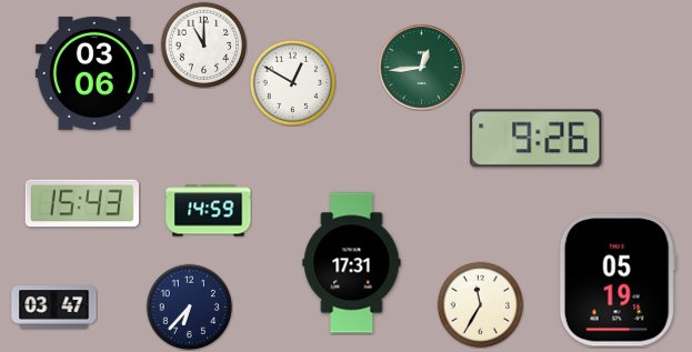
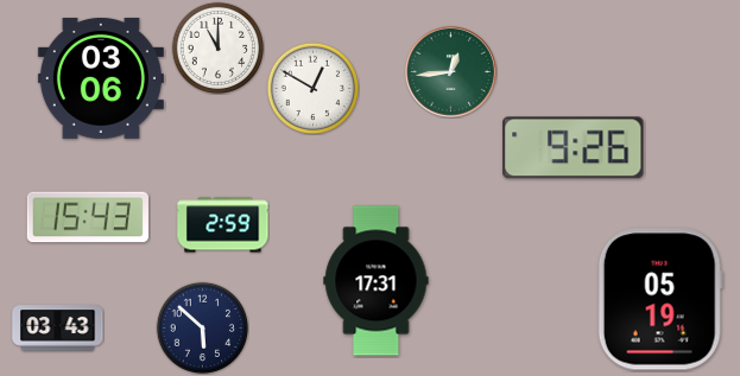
clock at (209, 211): 14:59 -> 2:59
clock at (480, 304): 11:35 -> none
clock at (189, 306): 6:37 -> 5:52
clock at (54, 308): 03:47 -> 03:43
